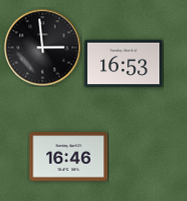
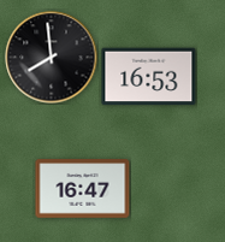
clock at (43, 48): 2:59 -> 7:59
clock at (69, 157): 16:46 -> 16:47
